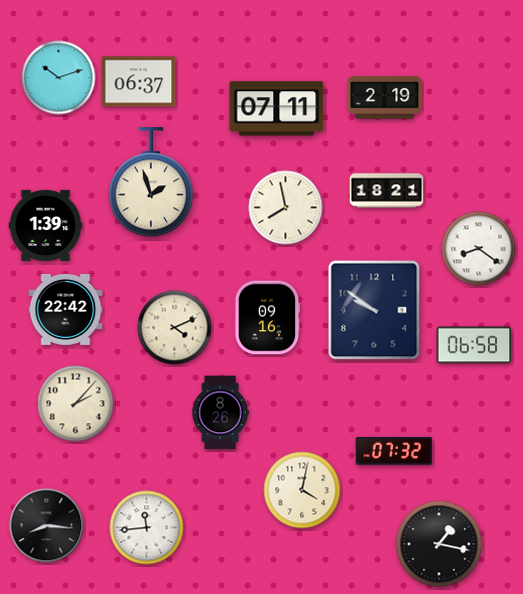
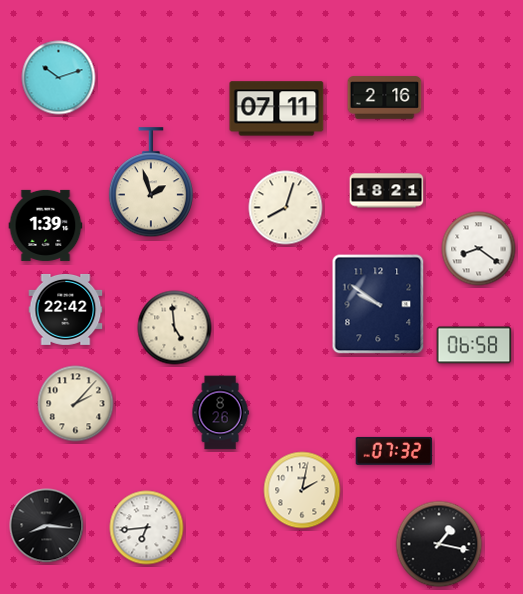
clock at (139, 82): 06:37 -> none
clock at (385, 98): 2:19 -> 2:16
clock at (286, 208): 7:58 -> 8:03
clock at (374, 310) position: (374, 310) -> (378, 304)
clock at (267, 318): 09:16 -> none
clock at (175, 328): 4:11 -> 4:59
clock at (302, 490): 4:02 -> 2:02
clock at (147, 528): 11:44 -> 6:44
